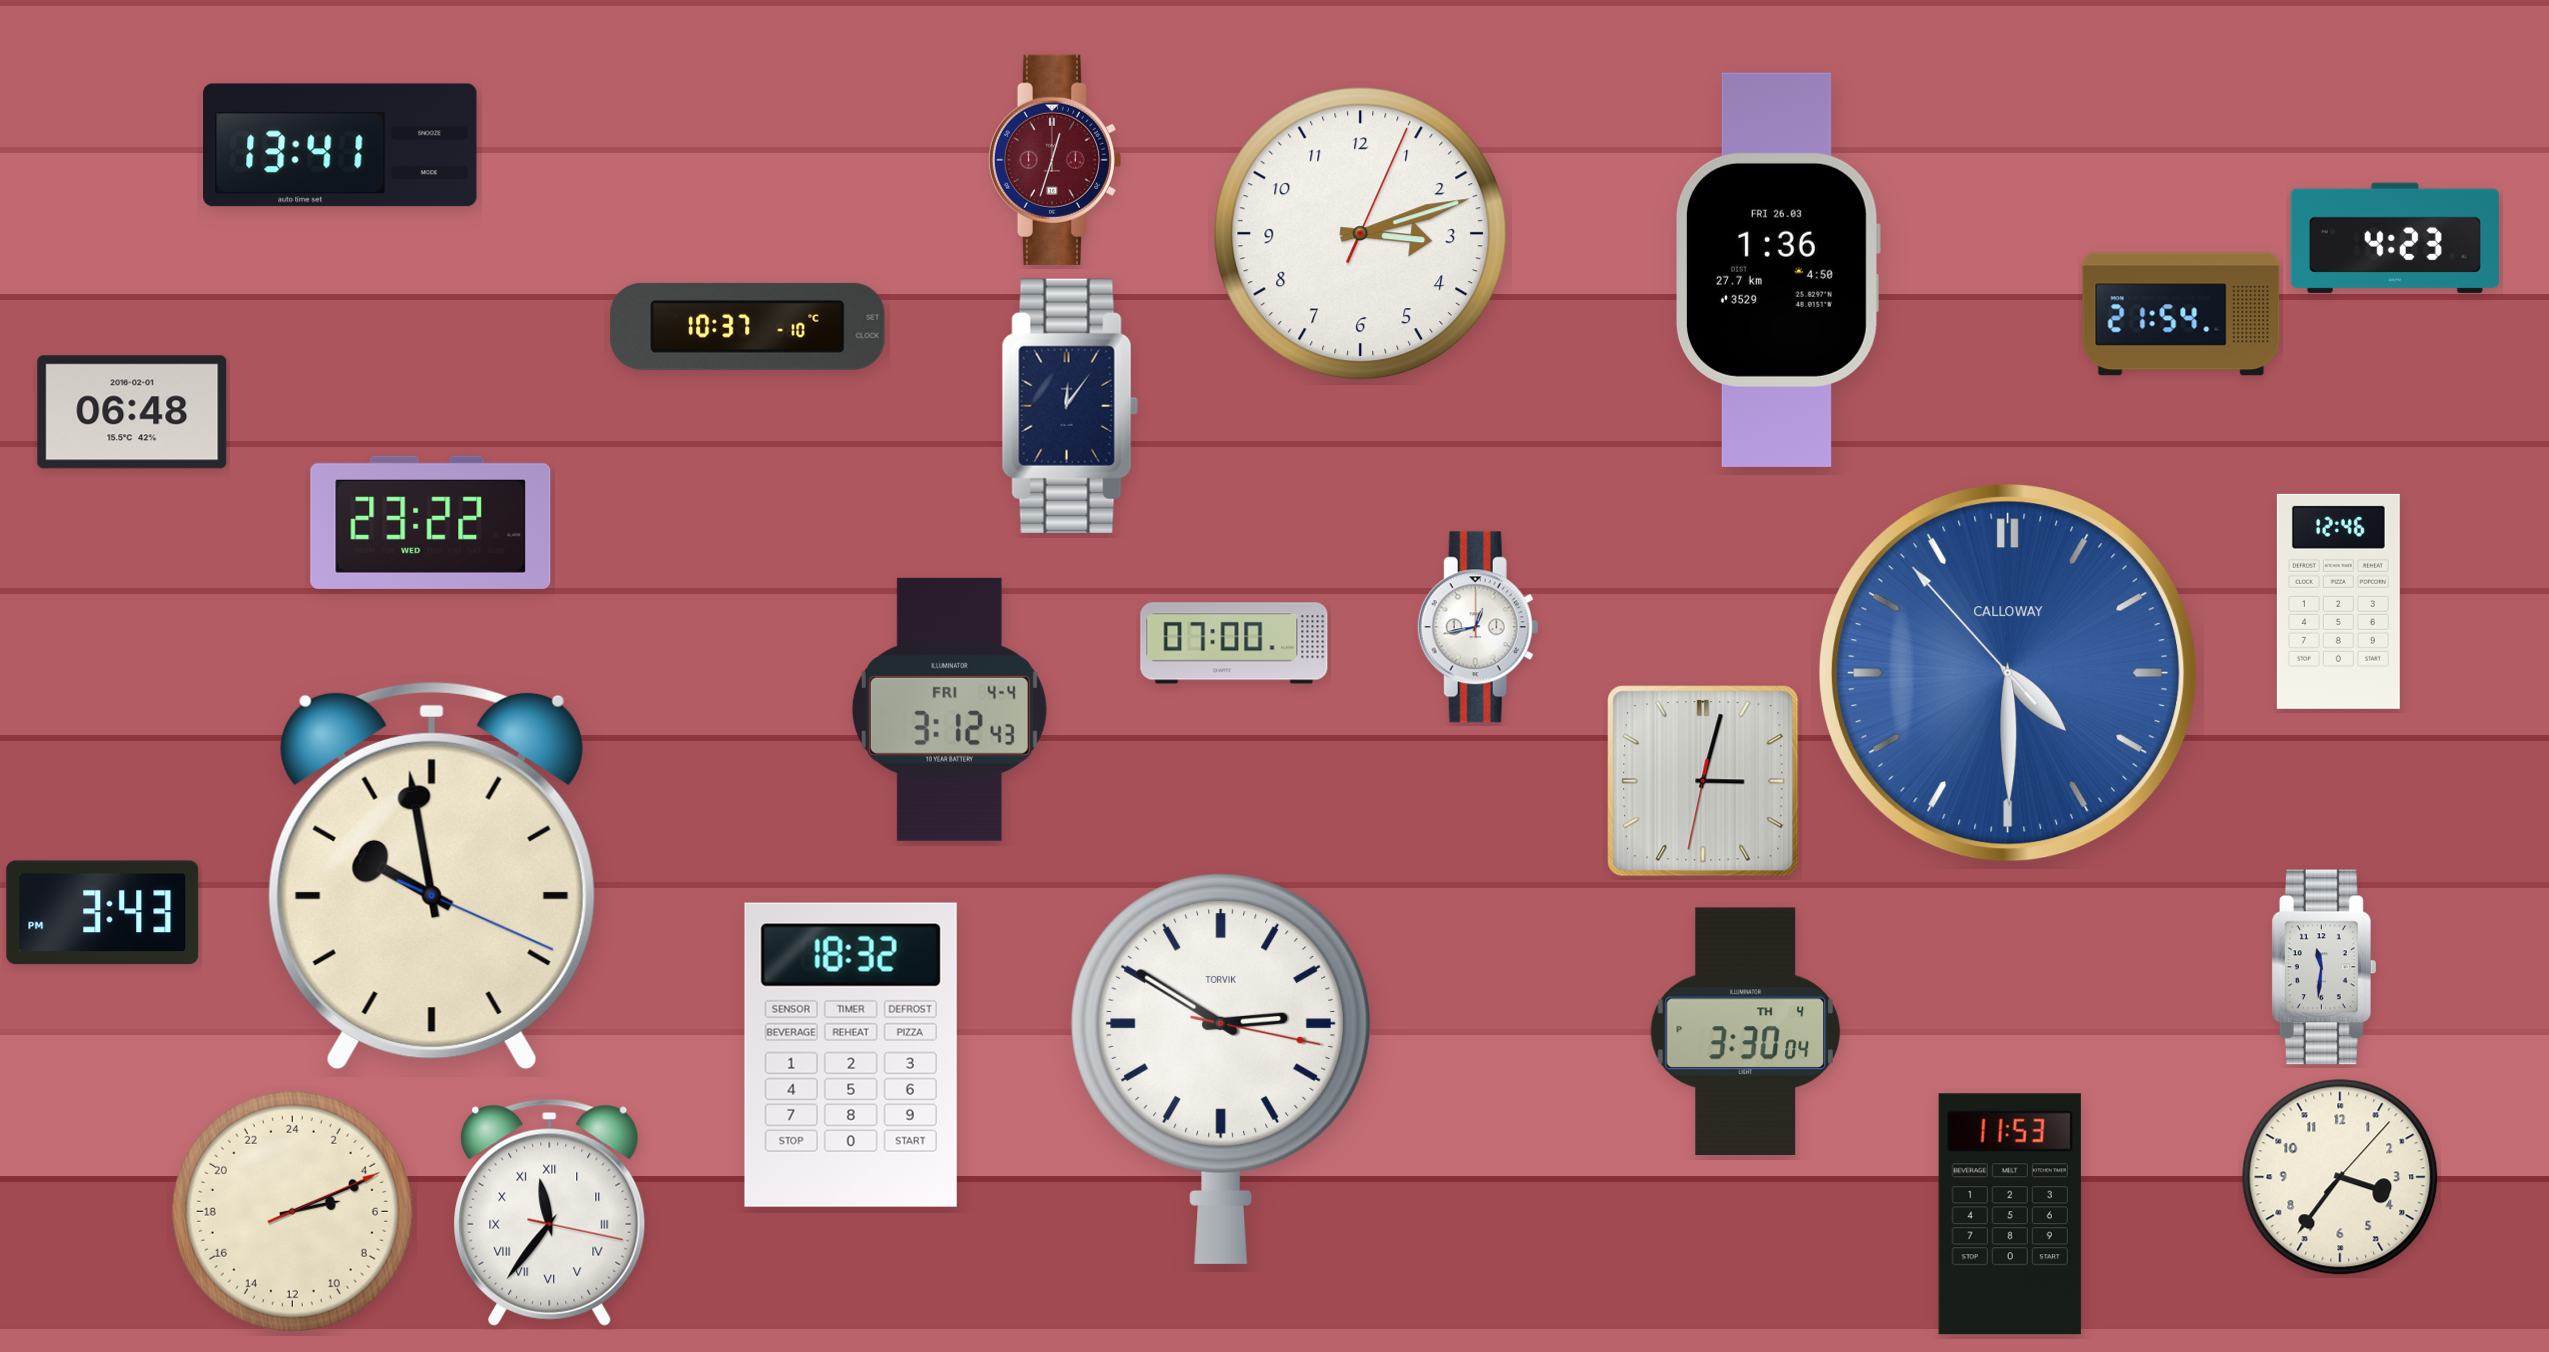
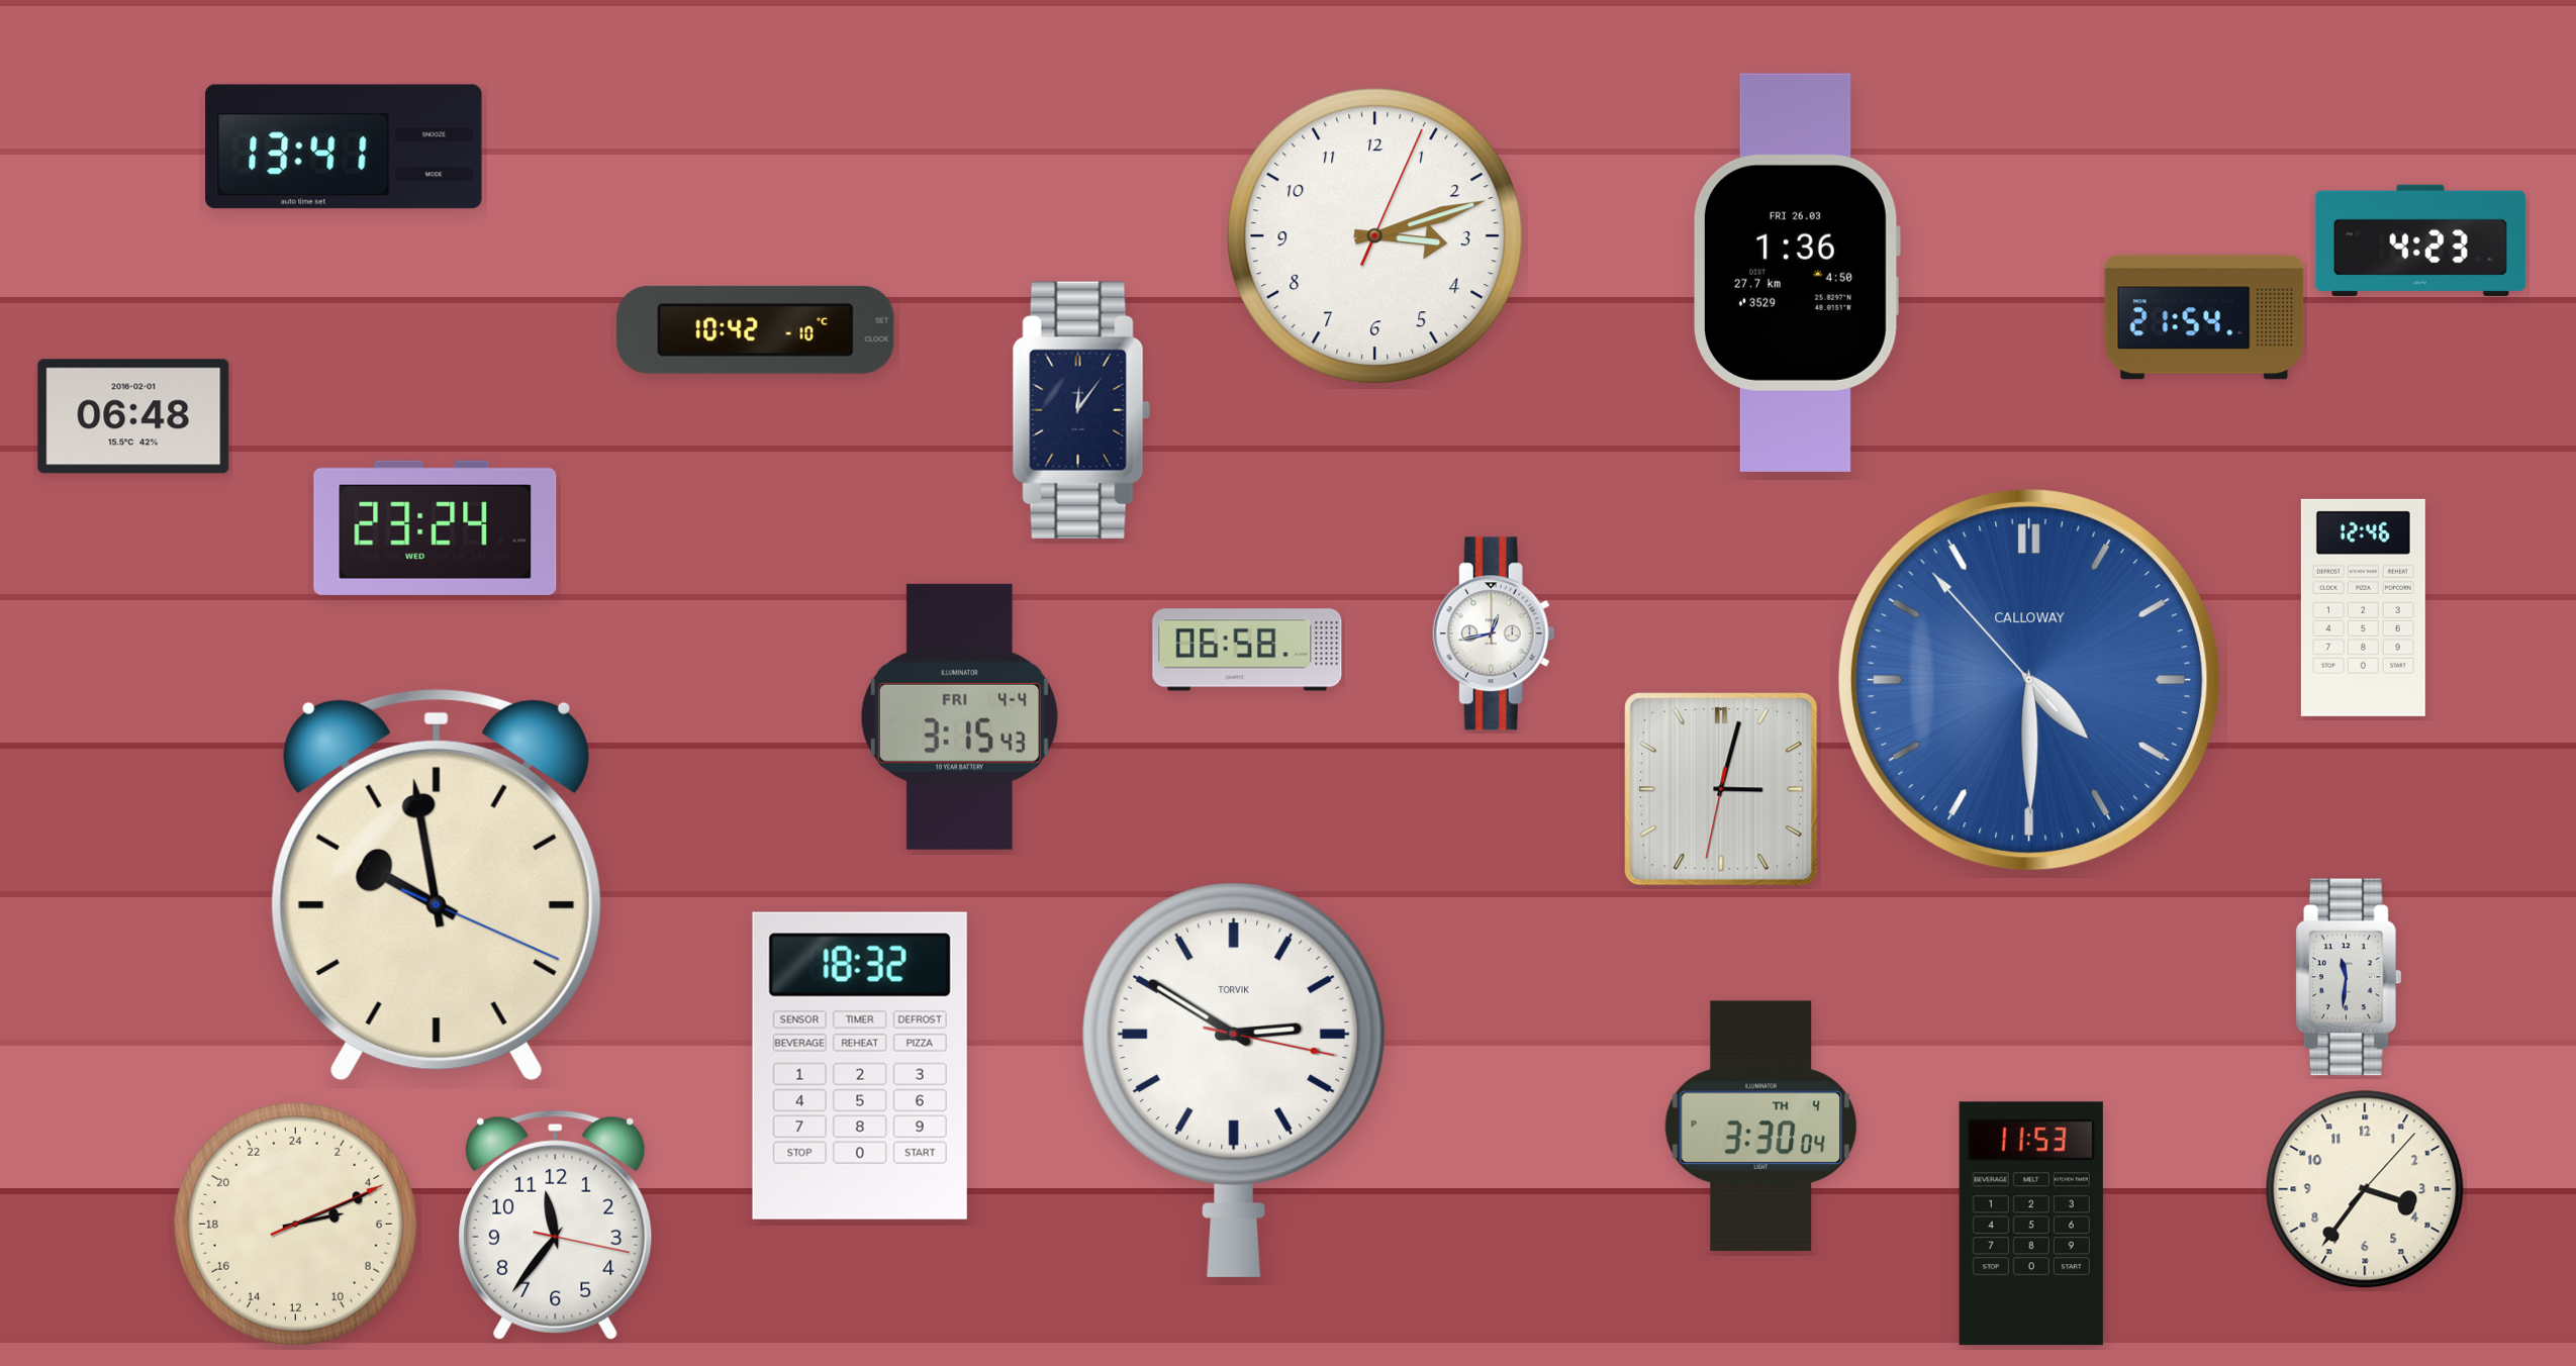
clock at (1054, 160): 12:33 -> none
clock at (748, 326): 10:37 -> 10:42
clock at (431, 522): 23:22 -> 23:24
clock at (1234, 643): 07:00 -> 06:58
clock at (949, 709): 3:12 -> 3:15
clock at (103, 913): 3:43 -> none
clock at (1745, 1031) position: (1745, 1031) -> (1760, 1126)
clock at (550, 1212) numerals: Roman -> Arabic
clock at (2010, 1214) position: (2010, 1214) -> (2031, 1224)
